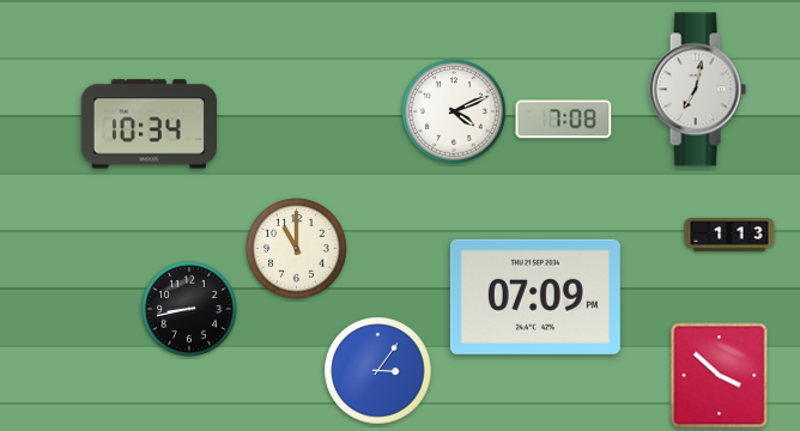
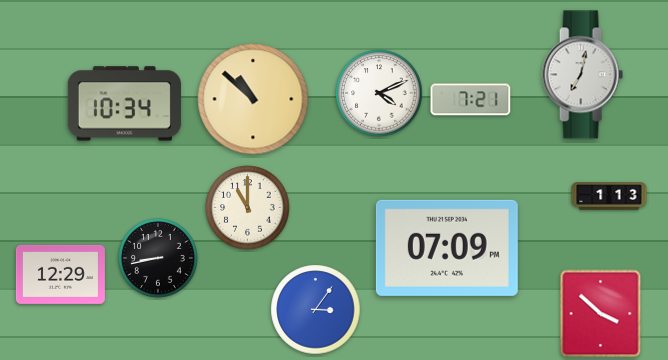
clock at (253, 99): none -> 10:52
clock at (564, 120): 7:08 -> 7:21
clock at (60, 274): none -> 12:29
